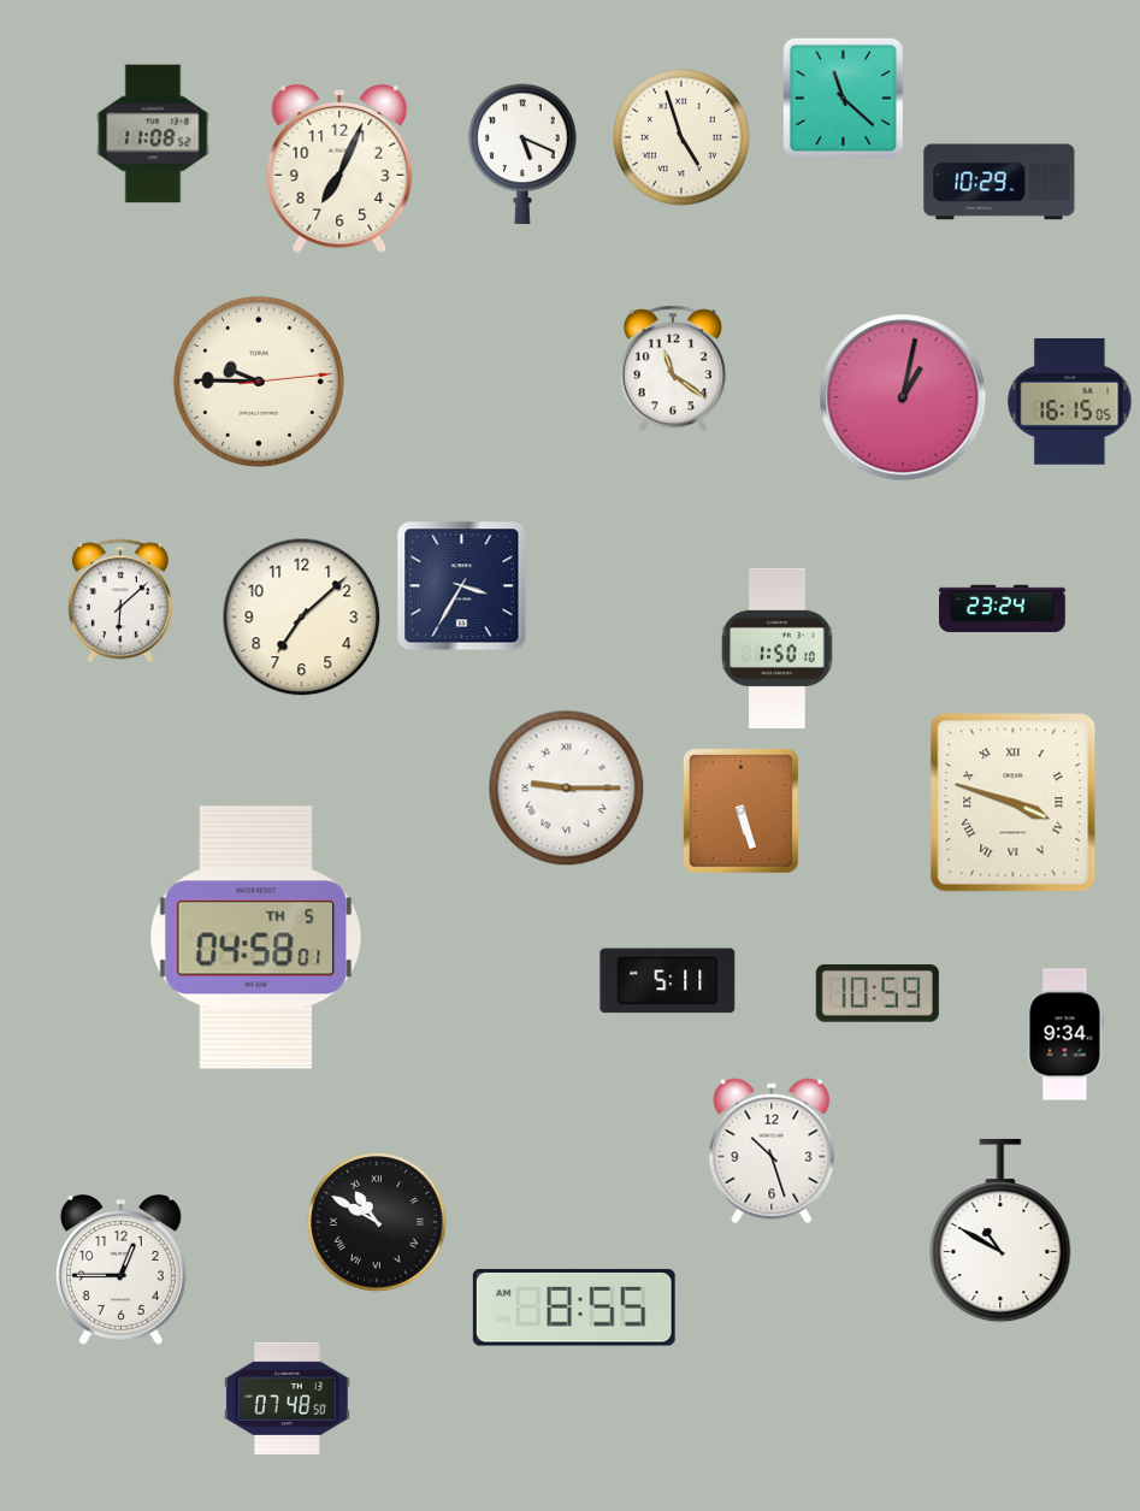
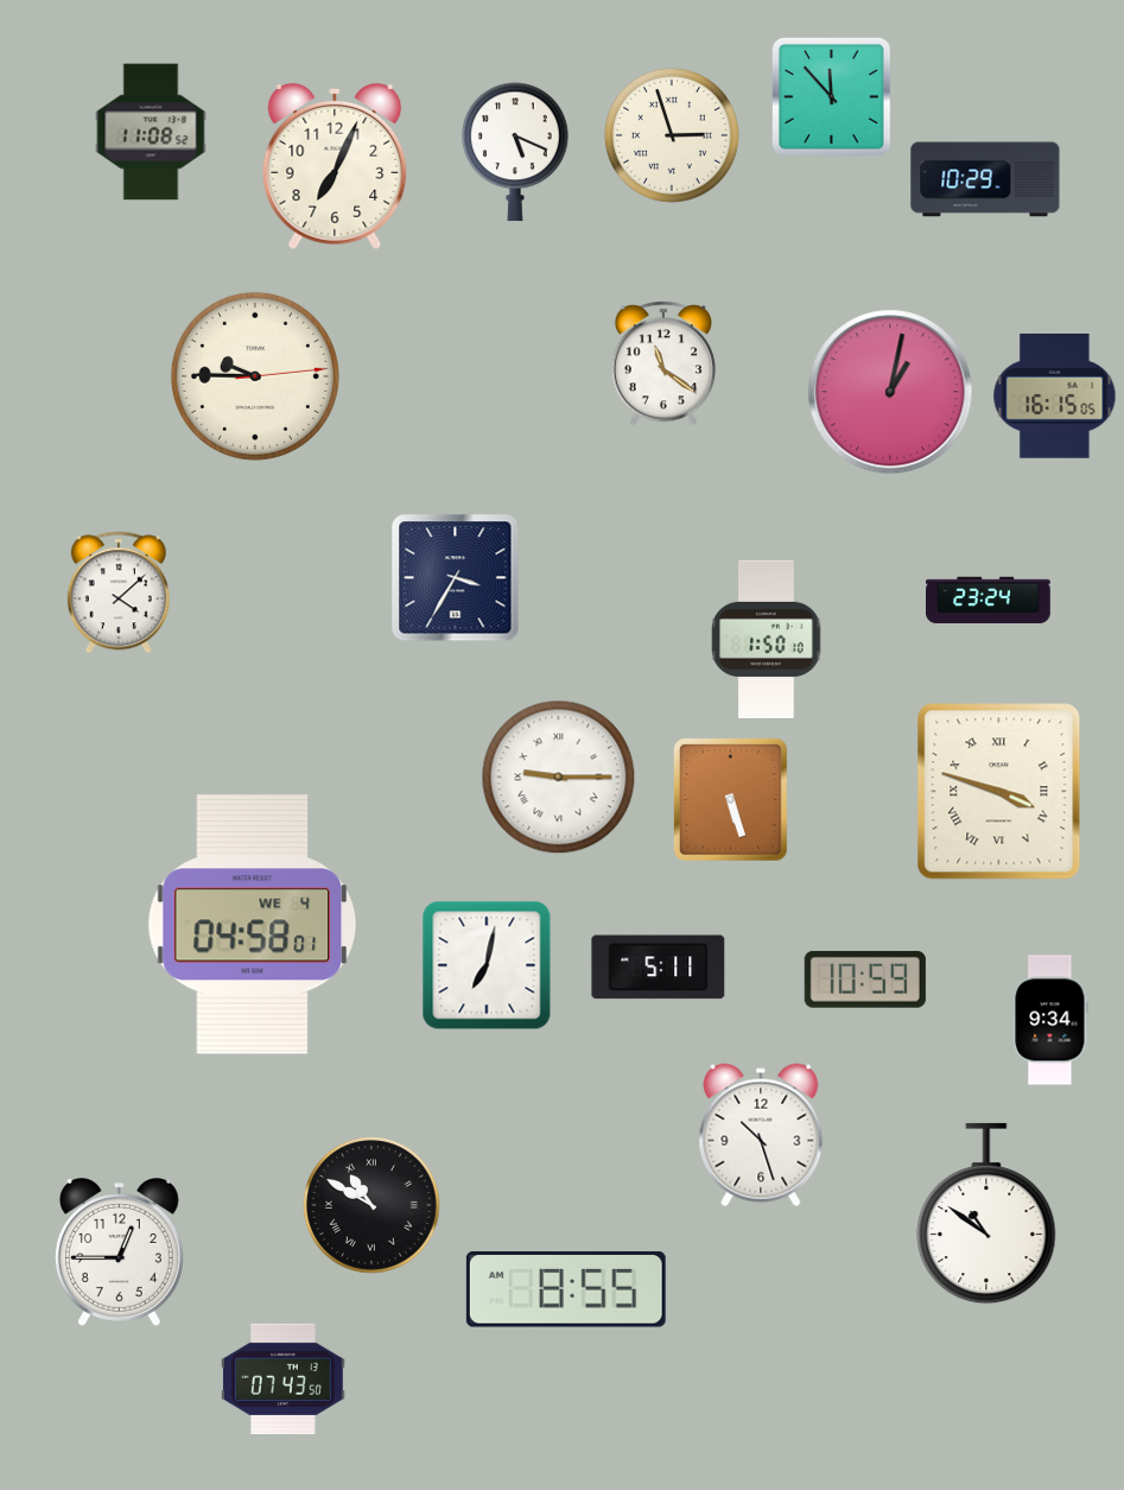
clock at (844, 99): 11:22 -> 11:53
clock at (683, 138): 4:57 -> 2:57
clock at (120, 601): 6:08 -> 4:08
clock at (302, 618): 7:08 -> none
clock at (256, 938) date: TH 5 -> WE 4
clock at (487, 965): none -> 7:02
clock at (1000, 1230): 10:50 -> 10:51
clock at (288, 1398): 07:48 -> 07:43
